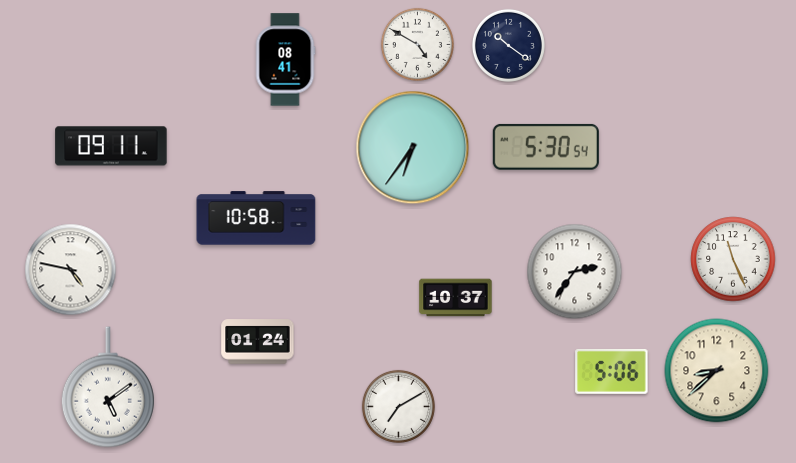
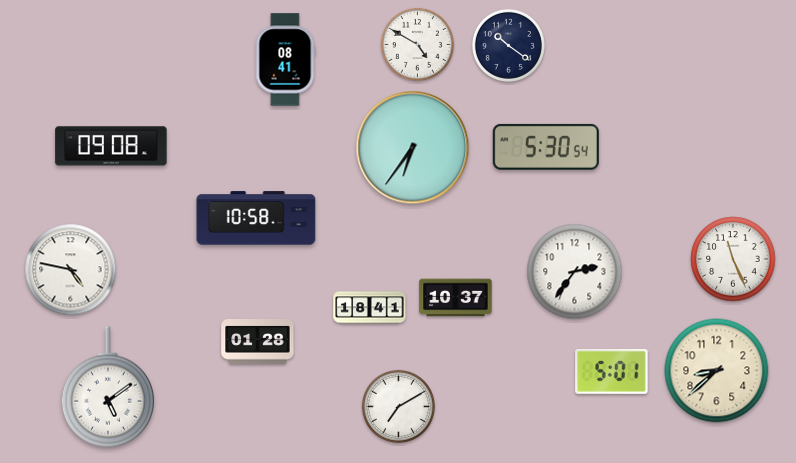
clock at (111, 146): 09:11 -> 09:08
clock at (370, 308): none -> 18:41
clock at (258, 342): 01:24 -> 01:28
clock at (612, 371): 5:06 -> 5:01
